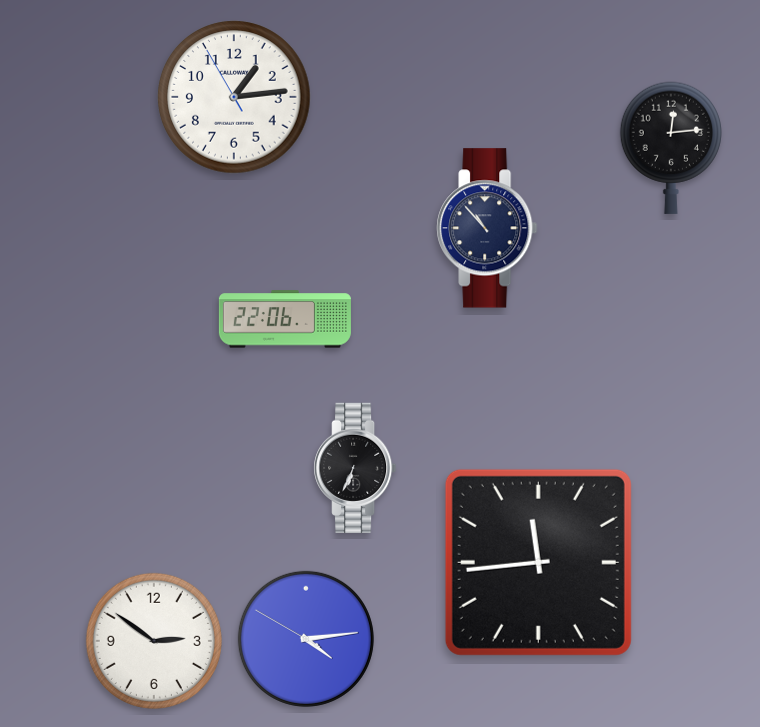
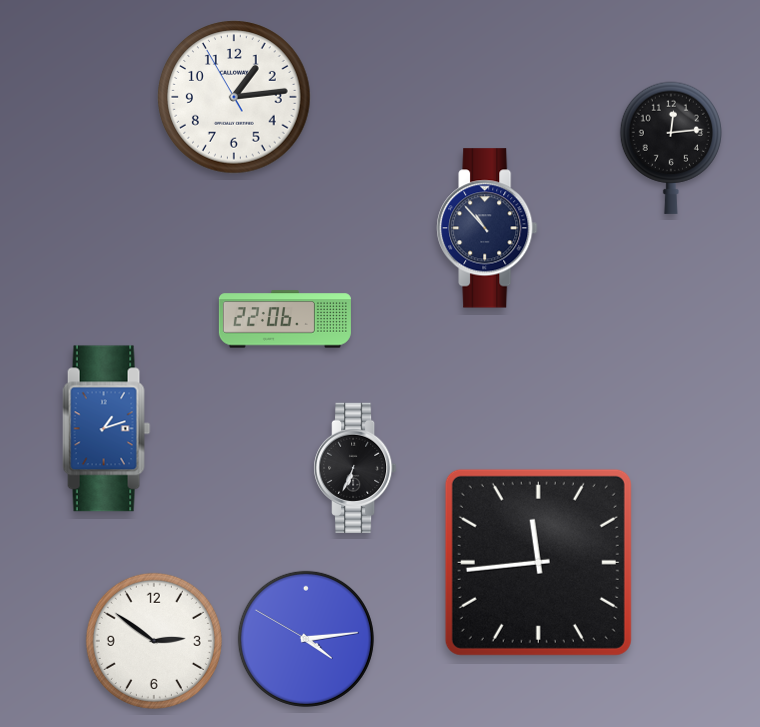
clock at (107, 429): none -> 1:12
